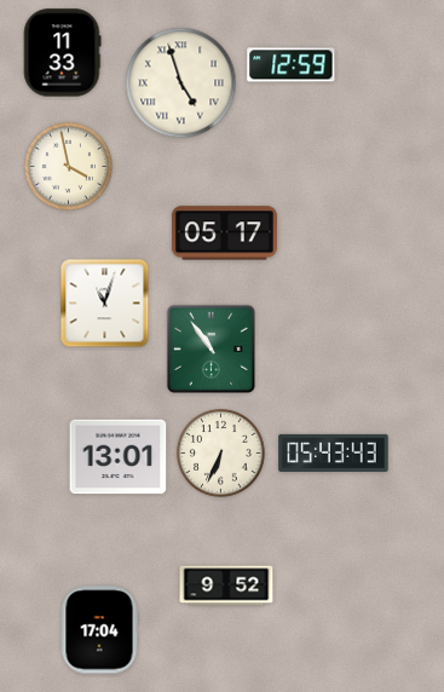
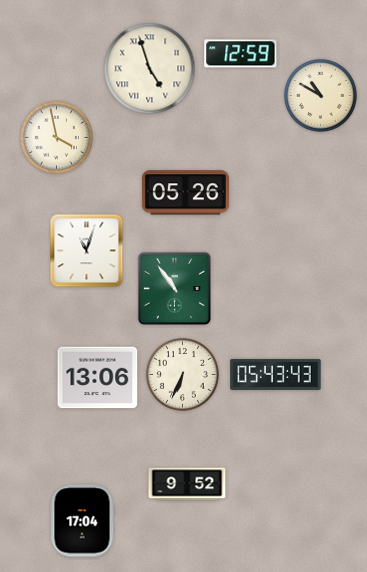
clock at (62, 53): 11:33 -> none
clock at (320, 95): none -> 10:50
clock at (224, 233): 05:17 -> 05:26
clock at (119, 457): 13:01 -> 13:06
